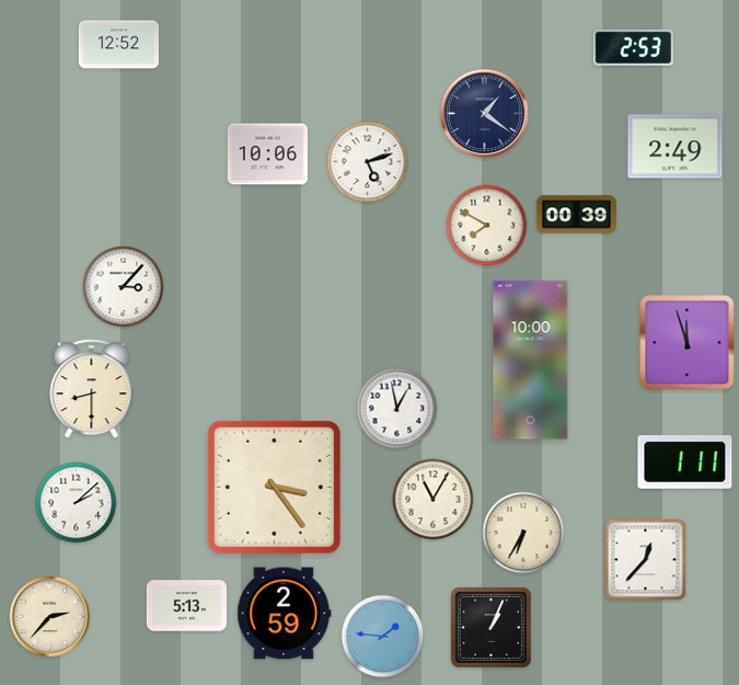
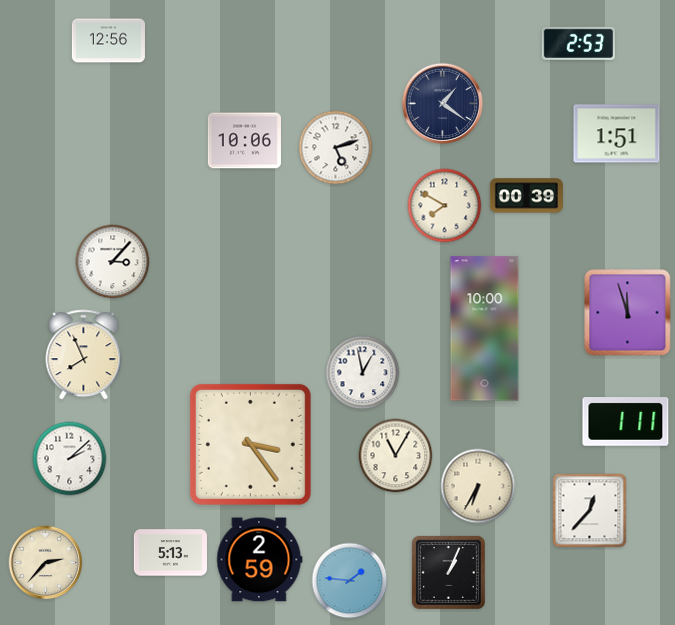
clock at (118, 45): 12:52 -> 12:56
clock at (676, 147): 2:49 -> 1:51
clock at (92, 389): 8:30 -> 7:56
